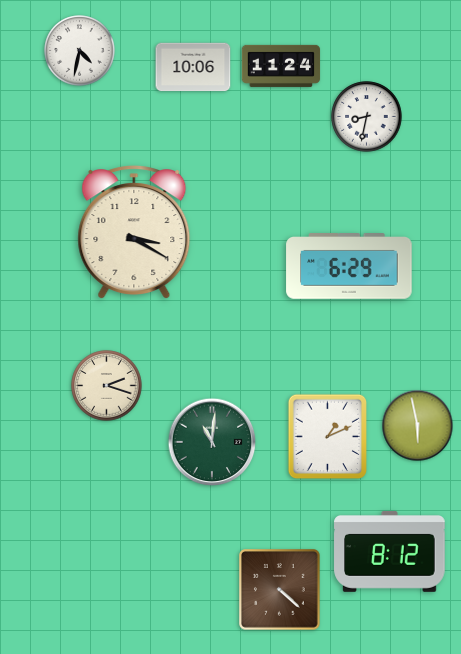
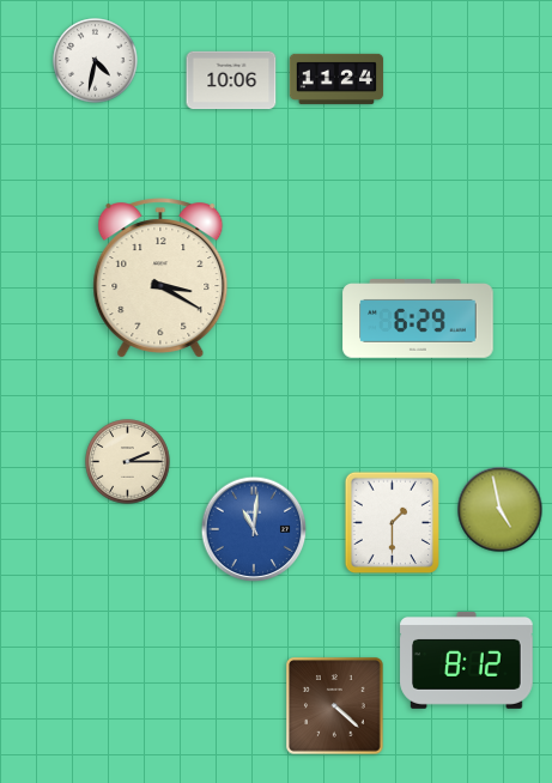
clock at (367, 117): 8:32 -> none
clock at (107, 386): 2:18 -> 2:15
clock at (418, 426): 5:58 -> 4:58
clock at (328, 437): 1:11 -> 1:30
clock at (212, 442) dial: green -> blue
